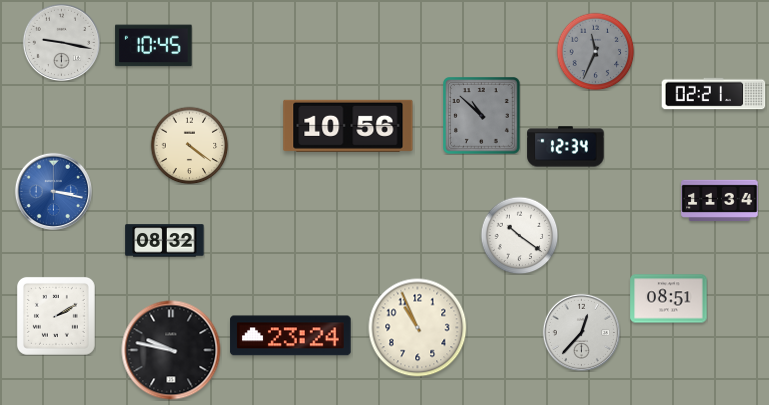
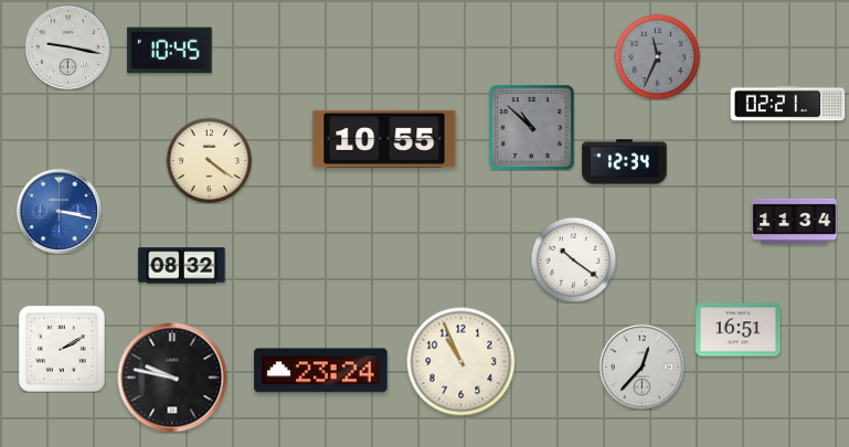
clock at (348, 126): 10:56 -> 10:55
clock at (669, 299): 08:51 -> 16:51
clock at (171, 350) position: (171, 350) -> (172, 377)
